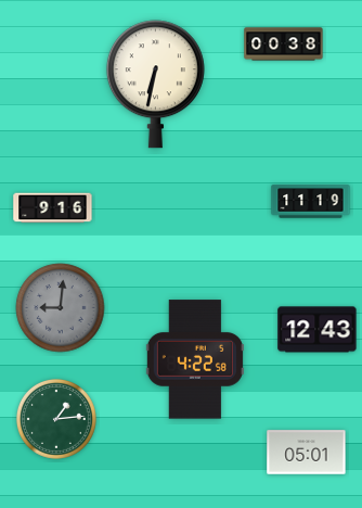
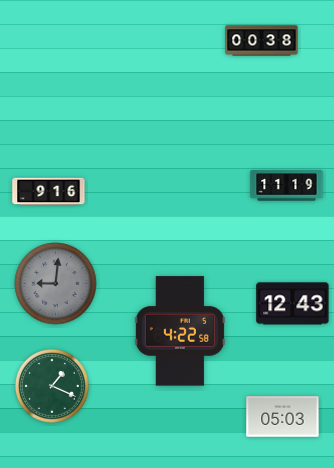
clock at (155, 85): 6:32 -> none
clock at (56, 419): 1:14 -> 1:19
clock at (307, 453): 05:01 -> 05:03
